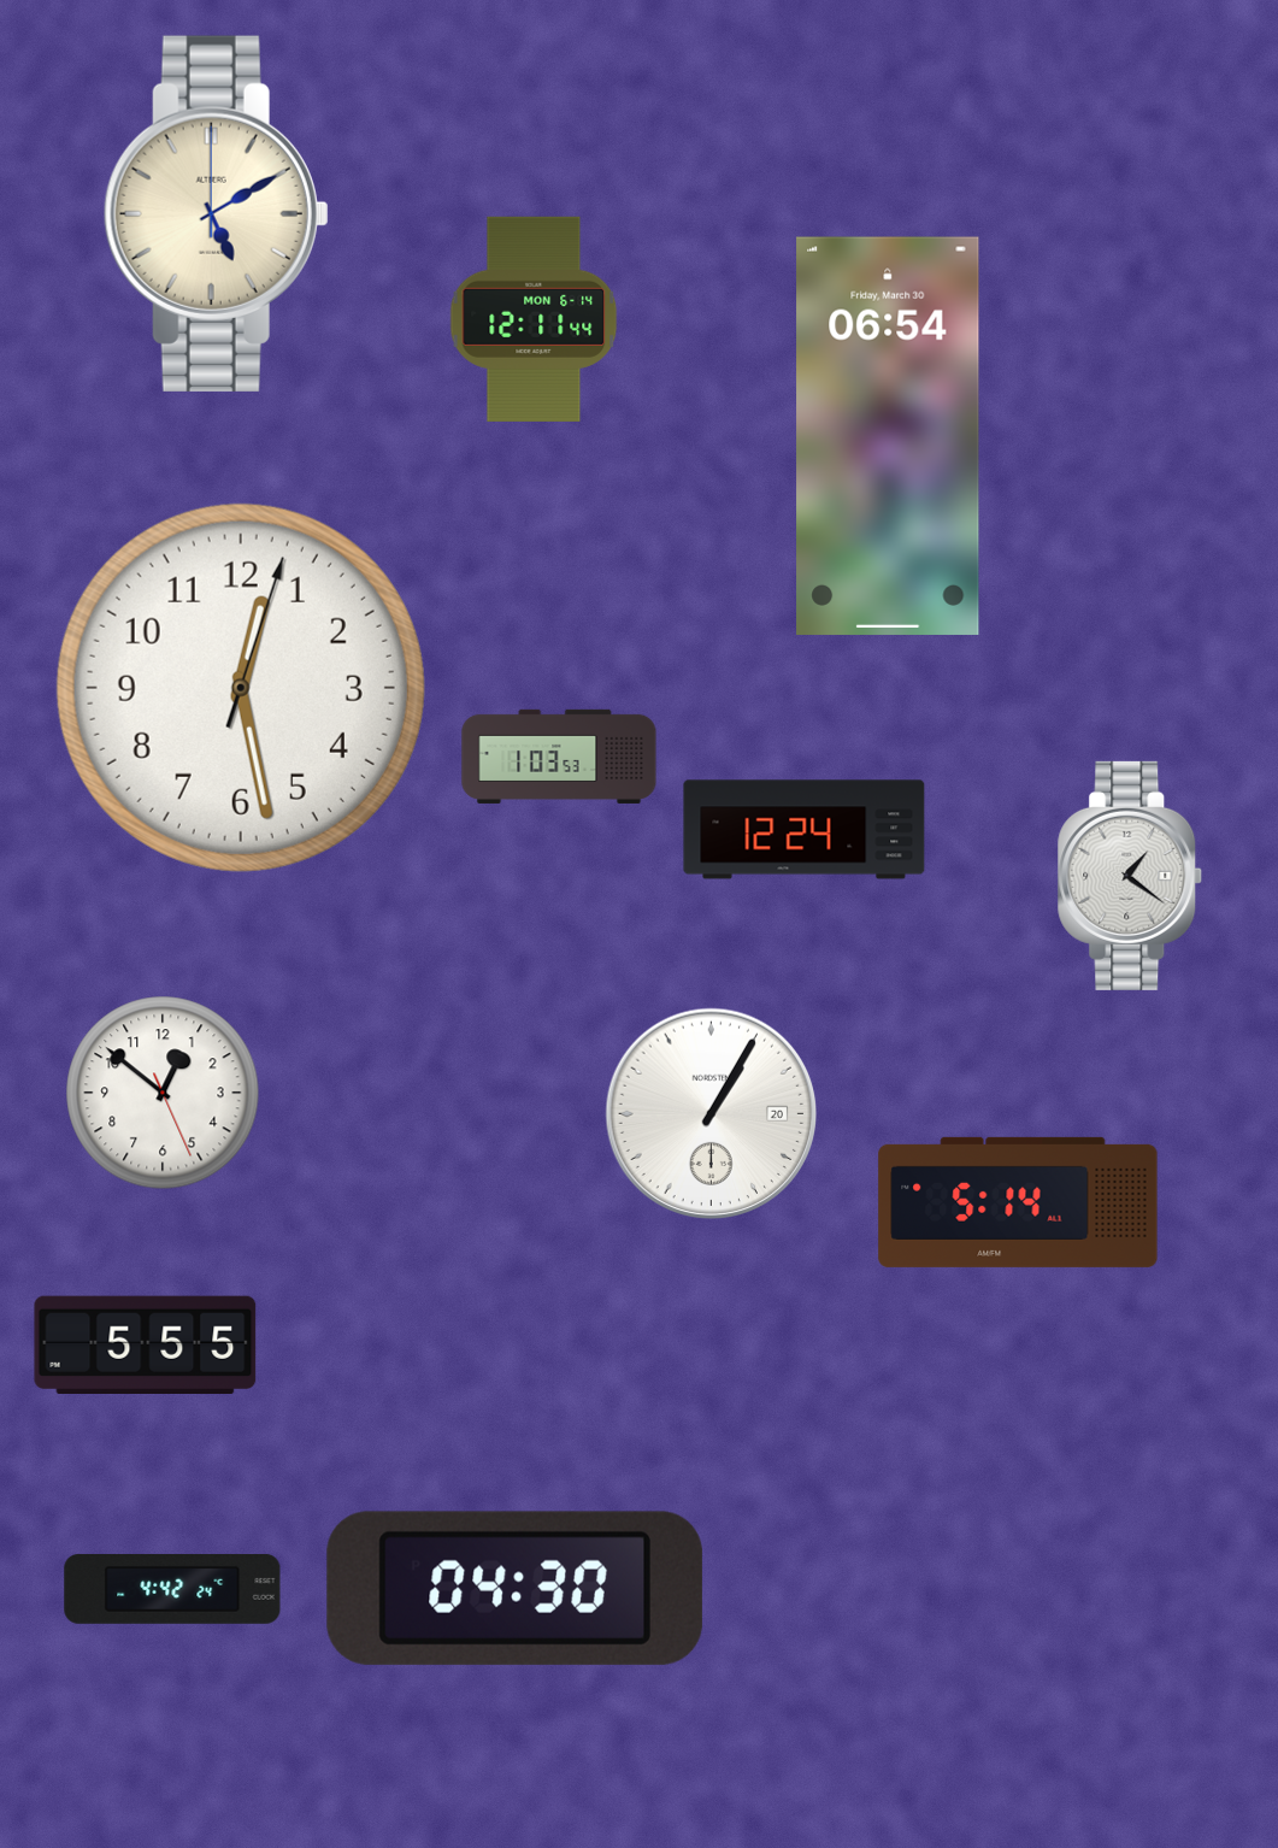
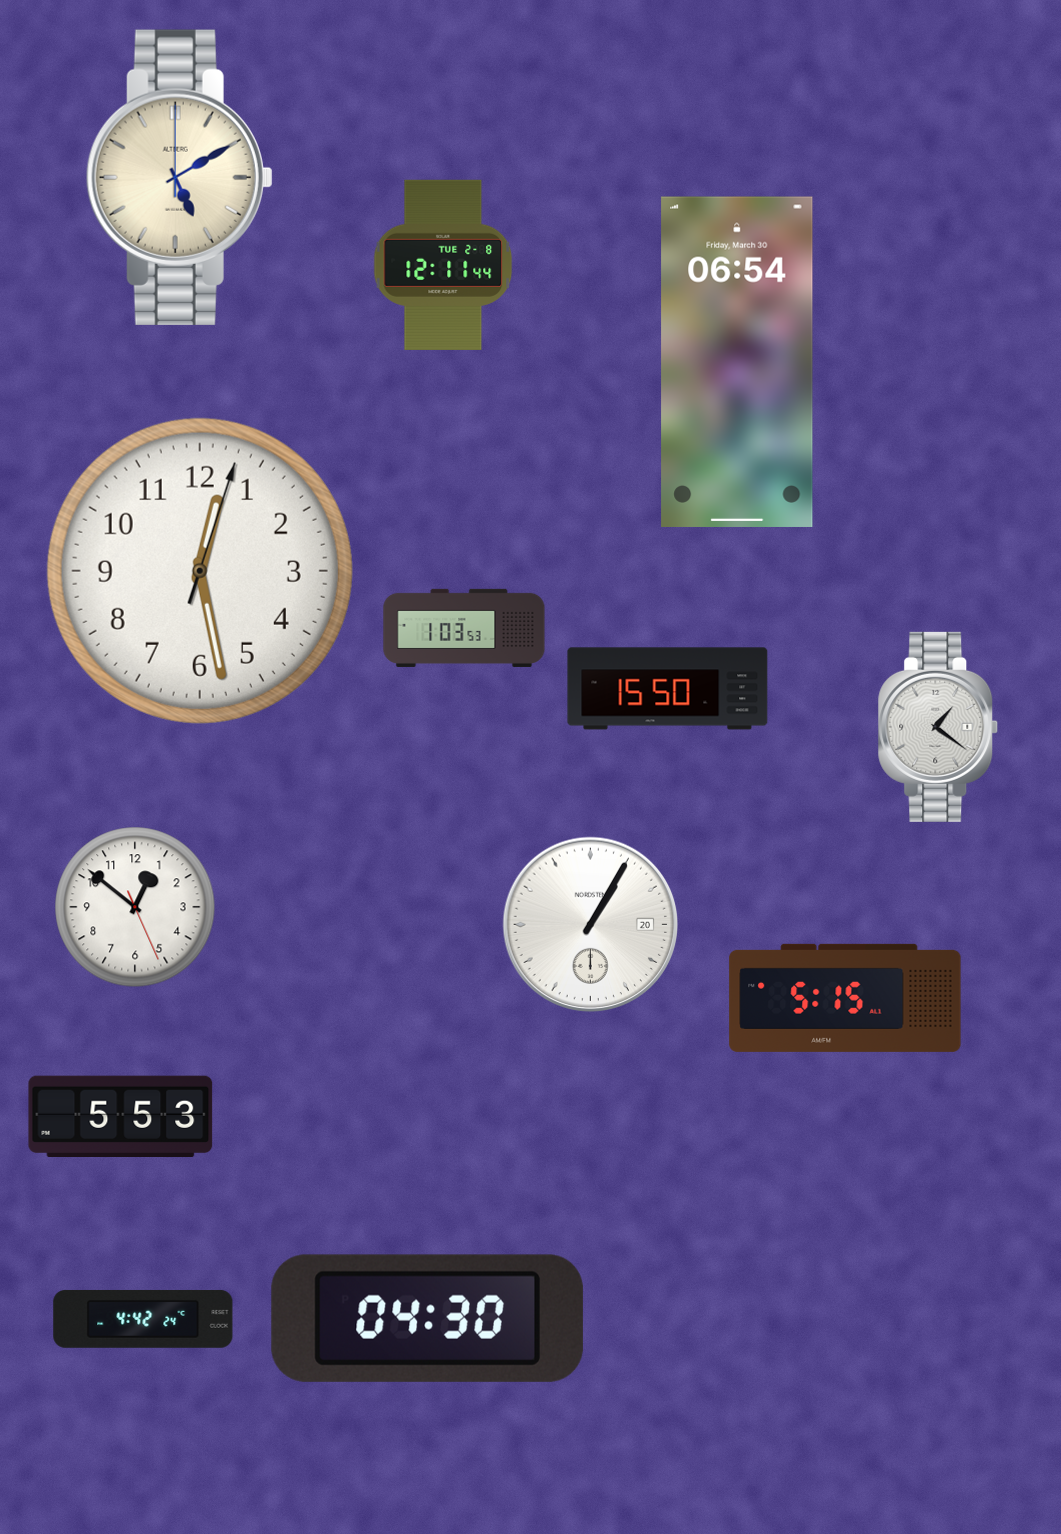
clock at (534, 319) date: MON 6-14 -> TUE 2-8
clock at (805, 830): 12:24 -> 15:50
clock at (1018, 1202): 5:14 -> 5:15
clock at (146, 1344): 5:55 -> 5:53
